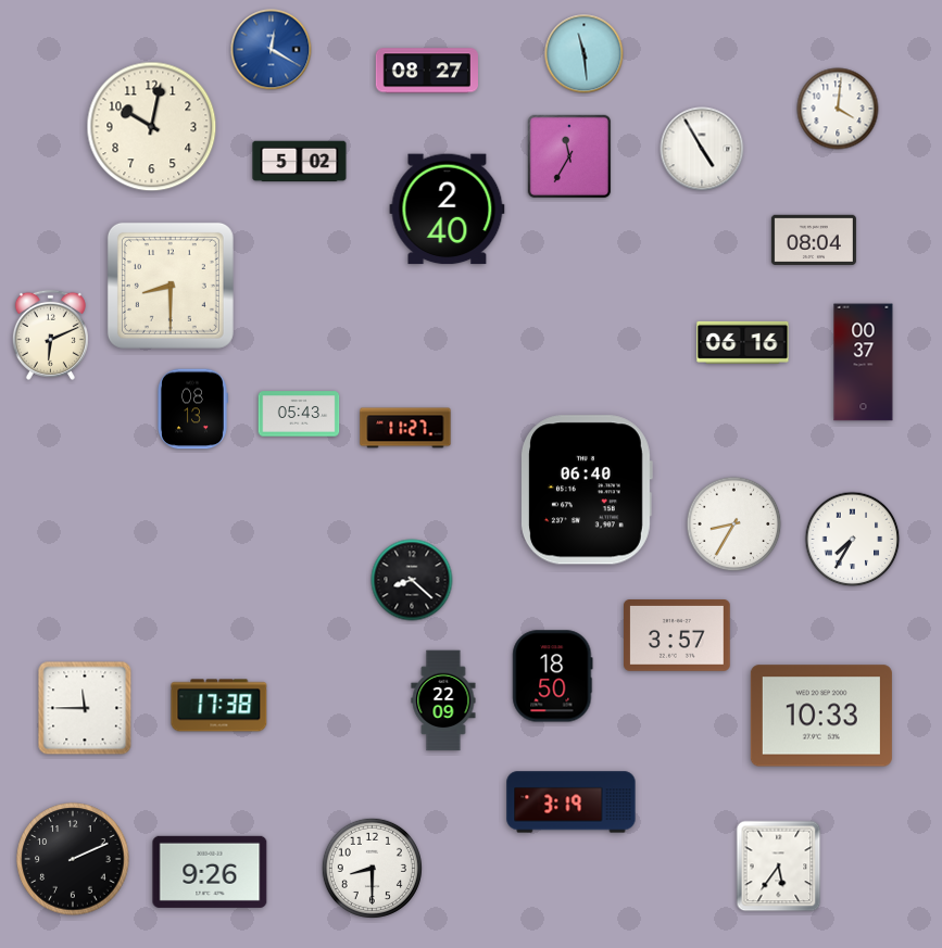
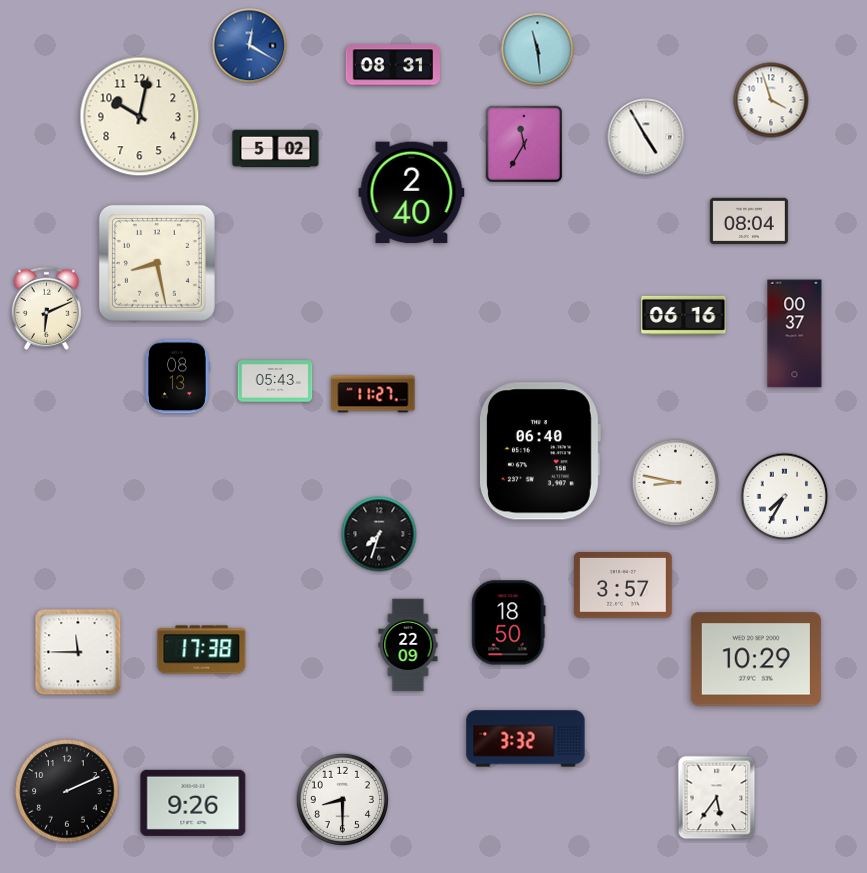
clock at (427, 71): 08:27 -> 08:31
clock at (838, 109): 4:01 -> 3:57
clock at (171, 286): 8:30 -> 8:28
clock at (734, 524): 8:35 -> 8:47
clock at (412, 580): 8:22 -> 7:33
clock at (821, 716): 10:33 -> 10:29
clock at (572, 802): 3:19 -> 3:32
